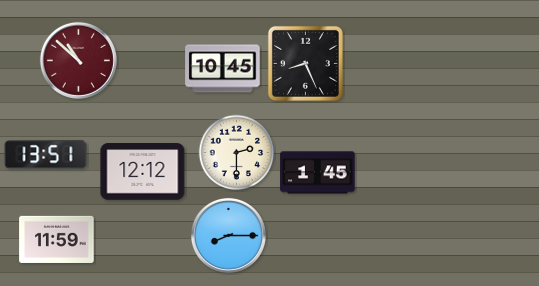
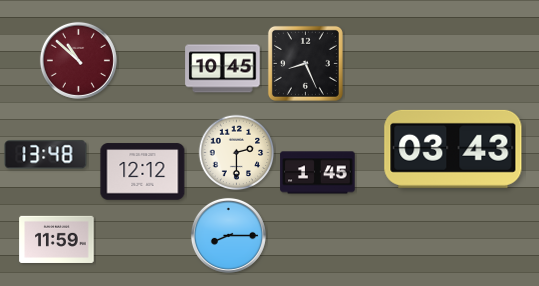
clock at (453, 149): none -> 03:43
clock at (46, 155): 13:51 -> 13:48
